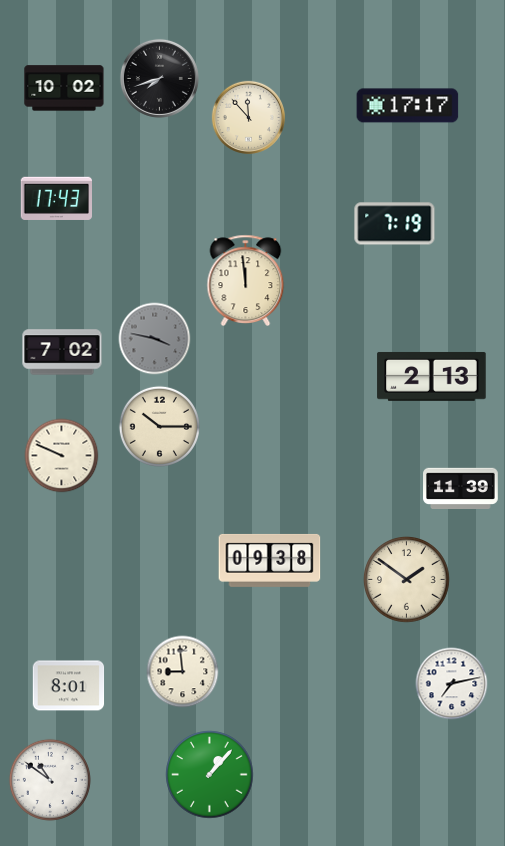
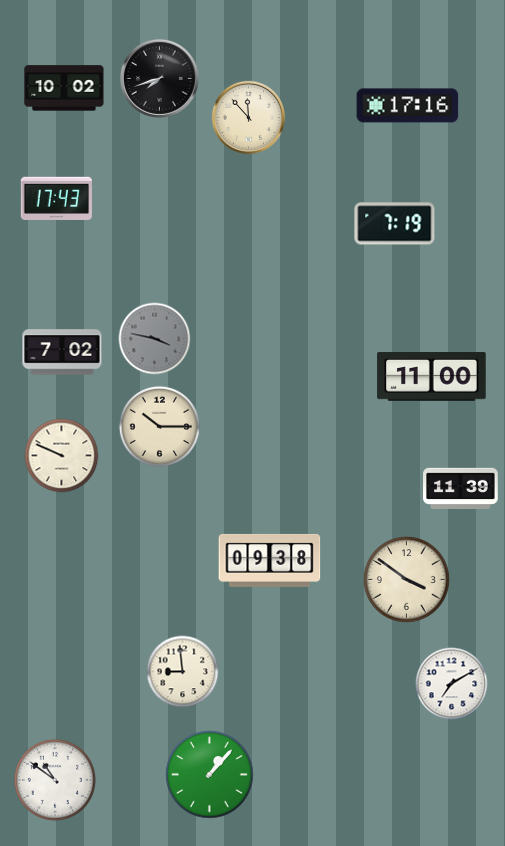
clock at (408, 106): 17:17 -> 17:16
clock at (246, 280): 11:59 -> none
clock at (432, 376): 2:13 -> 11:00
clock at (407, 580): 1:51 -> 3:51
clock at (452, 684): 7:13 -> 7:10
clock at (69, 686): 8:01 -> none
clock at (50, 780) position: (50, 780) -> (55, 780)
